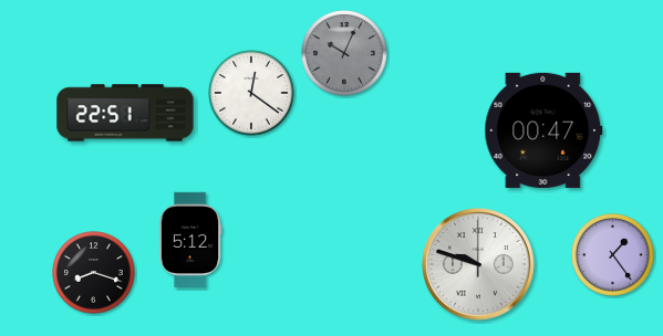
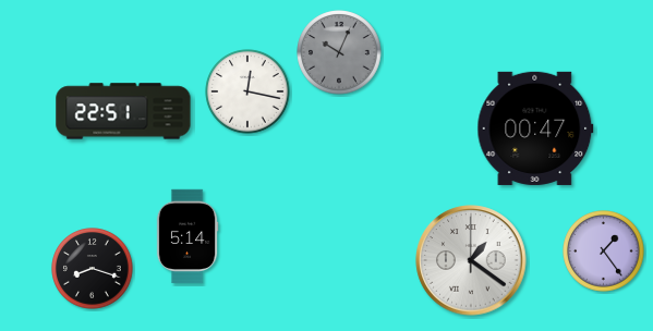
clock at (251, 93): 12:21 -> 12:17
clock at (190, 240): 5:12 -> 5:14
clock at (478, 264): 9:48 -> 1:21
